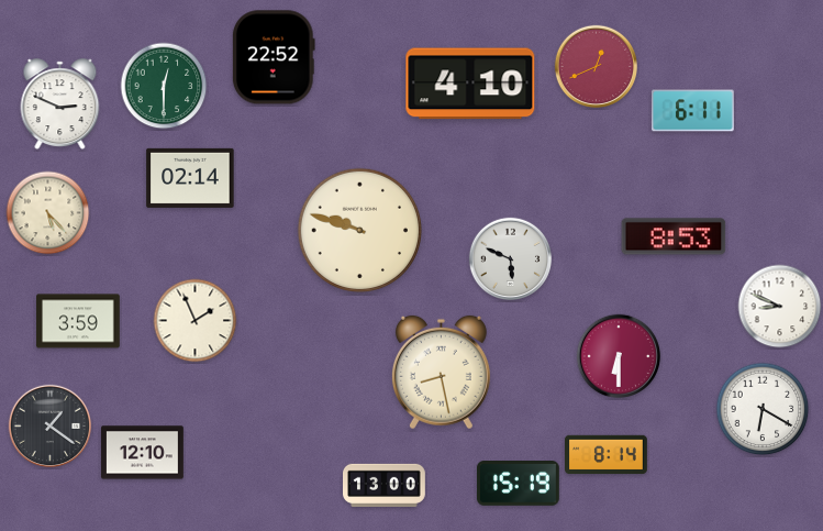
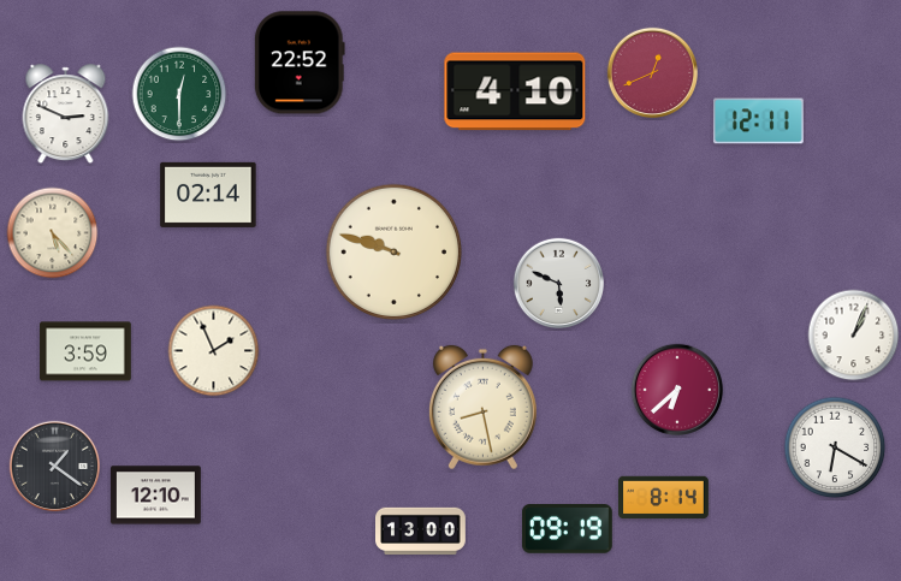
clock at (692, 111): 6:11 -> 12:11
clock at (674, 236): 8:53 -> none
clock at (780, 307): 8:49 -> 1:04
clock at (619, 356): 6:30 -> 6:38
clock at (518, 484): 15:19 -> 09:19
